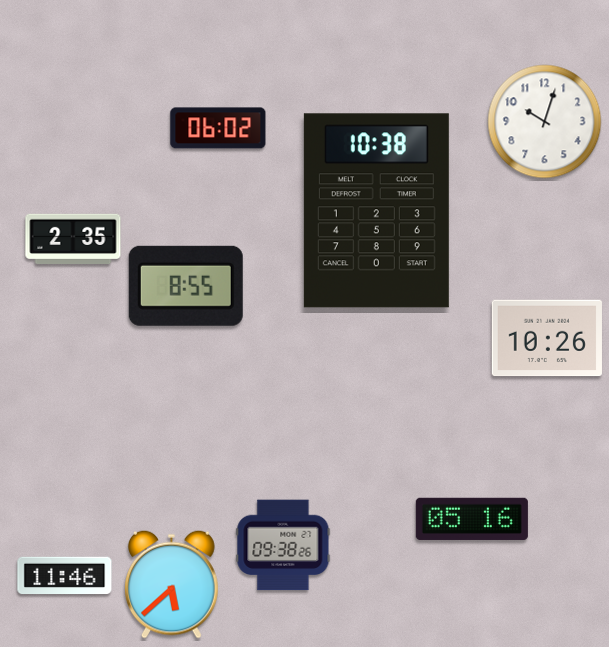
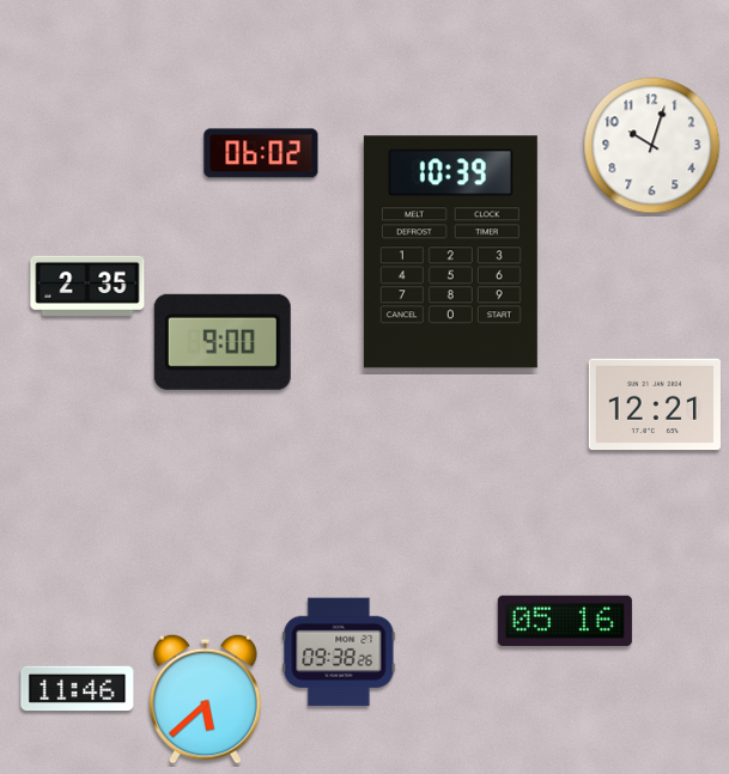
clock at (376, 211): 10:38 -> 10:39
clock at (186, 286): 8:55 -> 9:00
clock at (547, 338): 10:26 -> 12:21
